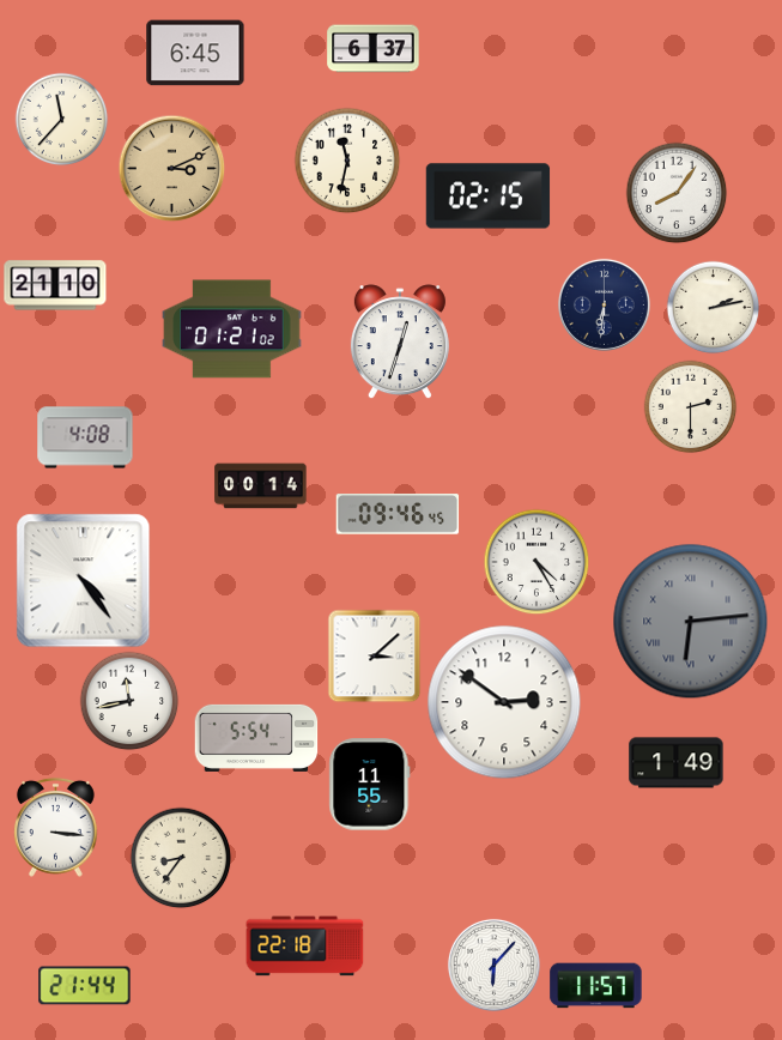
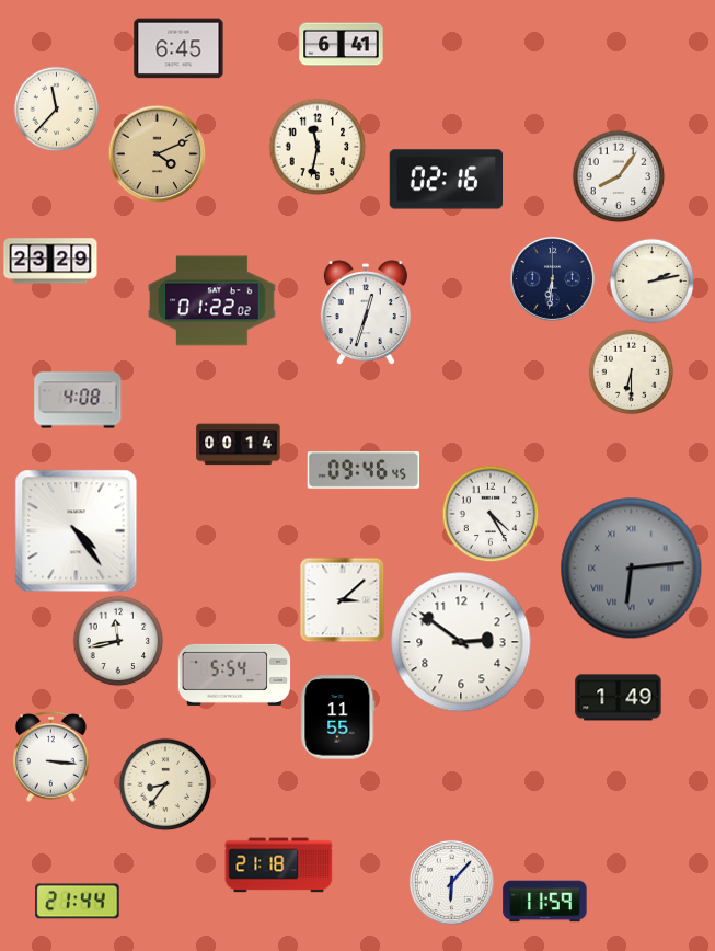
clock at (374, 49): 6:37 -> 6:41
clock at (171, 168): 3:11 -> 4:11
clock at (489, 196): 02:15 -> 02:16
clock at (55, 285): 21:10 -> 23:29
clock at (232, 329): 01:21 -> 01:22
clock at (690, 406): 2:30 -> 6:30
clock at (305, 947): 22:18 -> 21:18
clock at (596, 986): 11:57 -> 11:59
